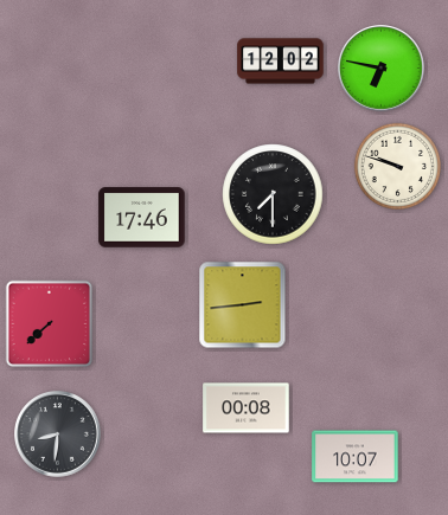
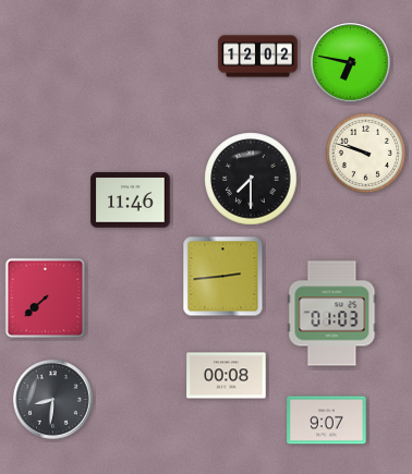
clock at (142, 218): 17:46 -> 11:46
clock at (243, 305) position: (243, 305) -> (223, 277)
clock at (332, 314): none -> 01:03
clock at (356, 457): 10:07 -> 9:07
